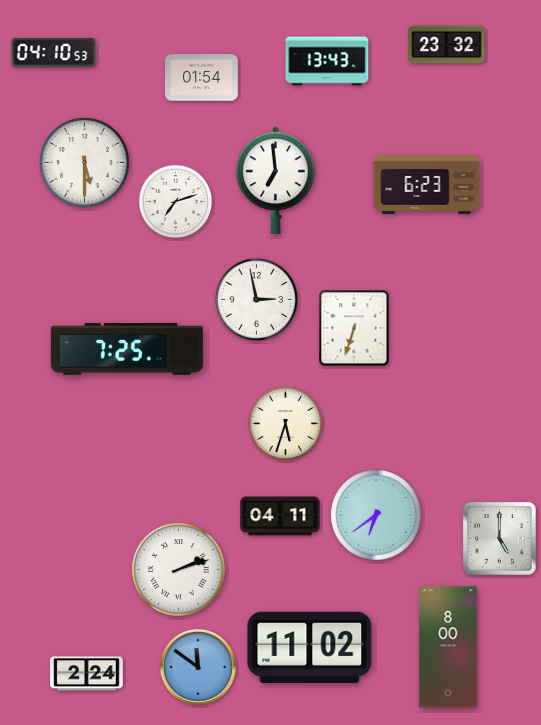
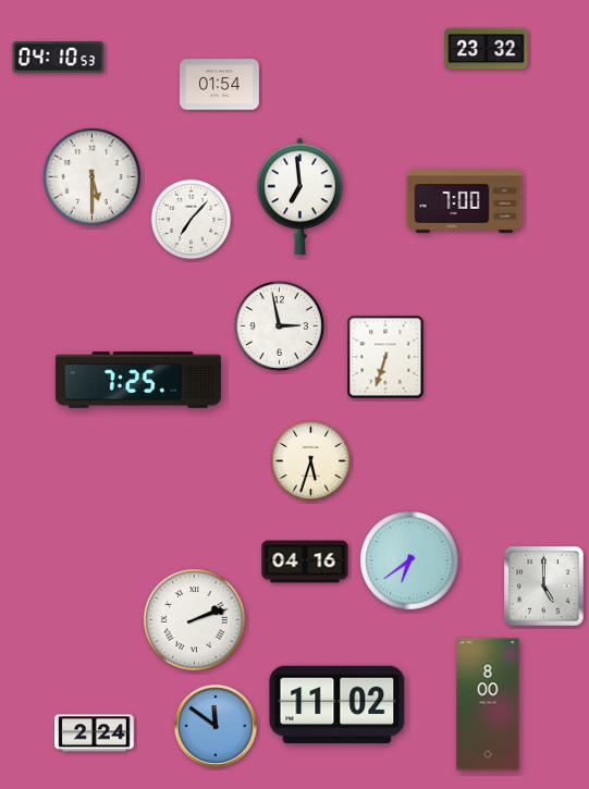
clock at (327, 61): 13:43 -> none
clock at (427, 184): 6:23 -> 7:00
clock at (176, 202): 7:12 -> 7:07
clock at (280, 516): 04:11 -> 04:16
